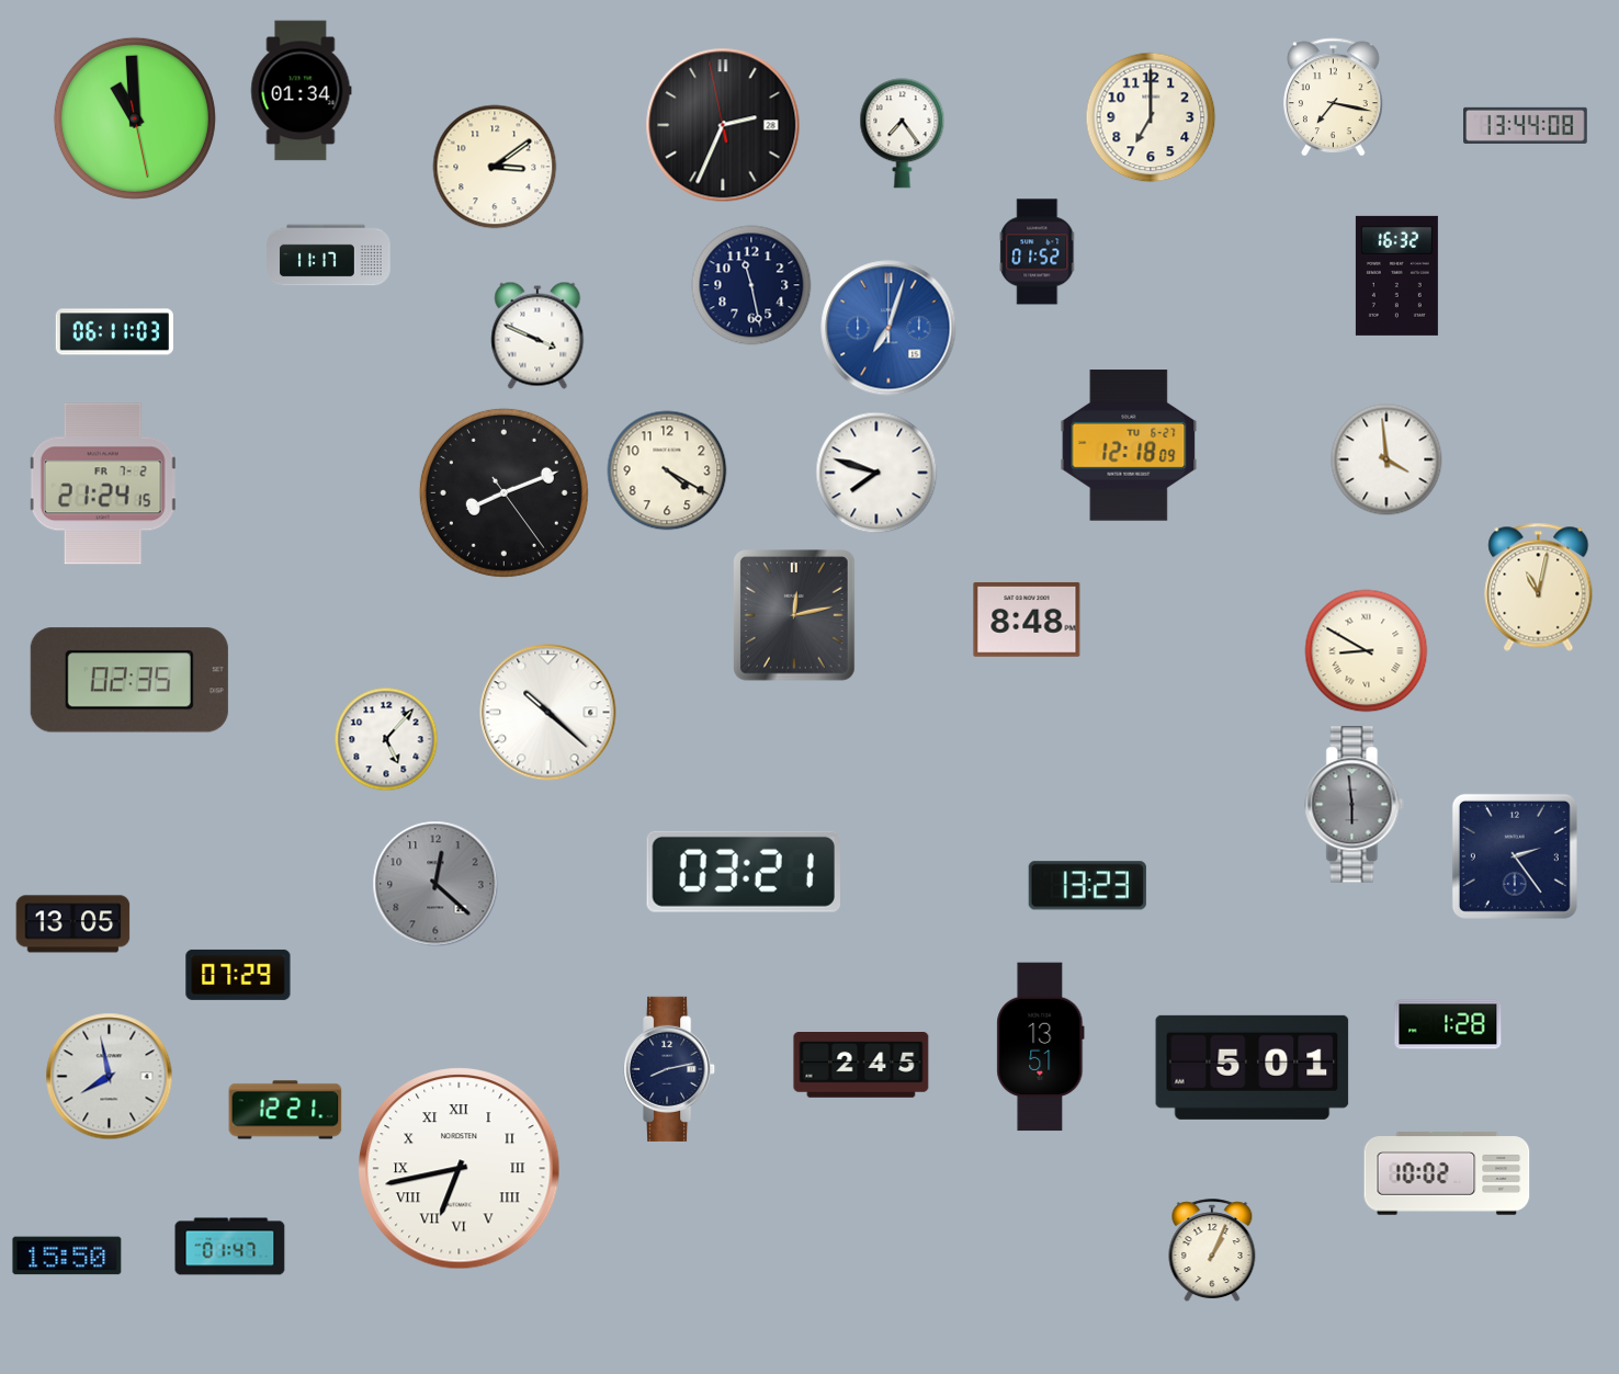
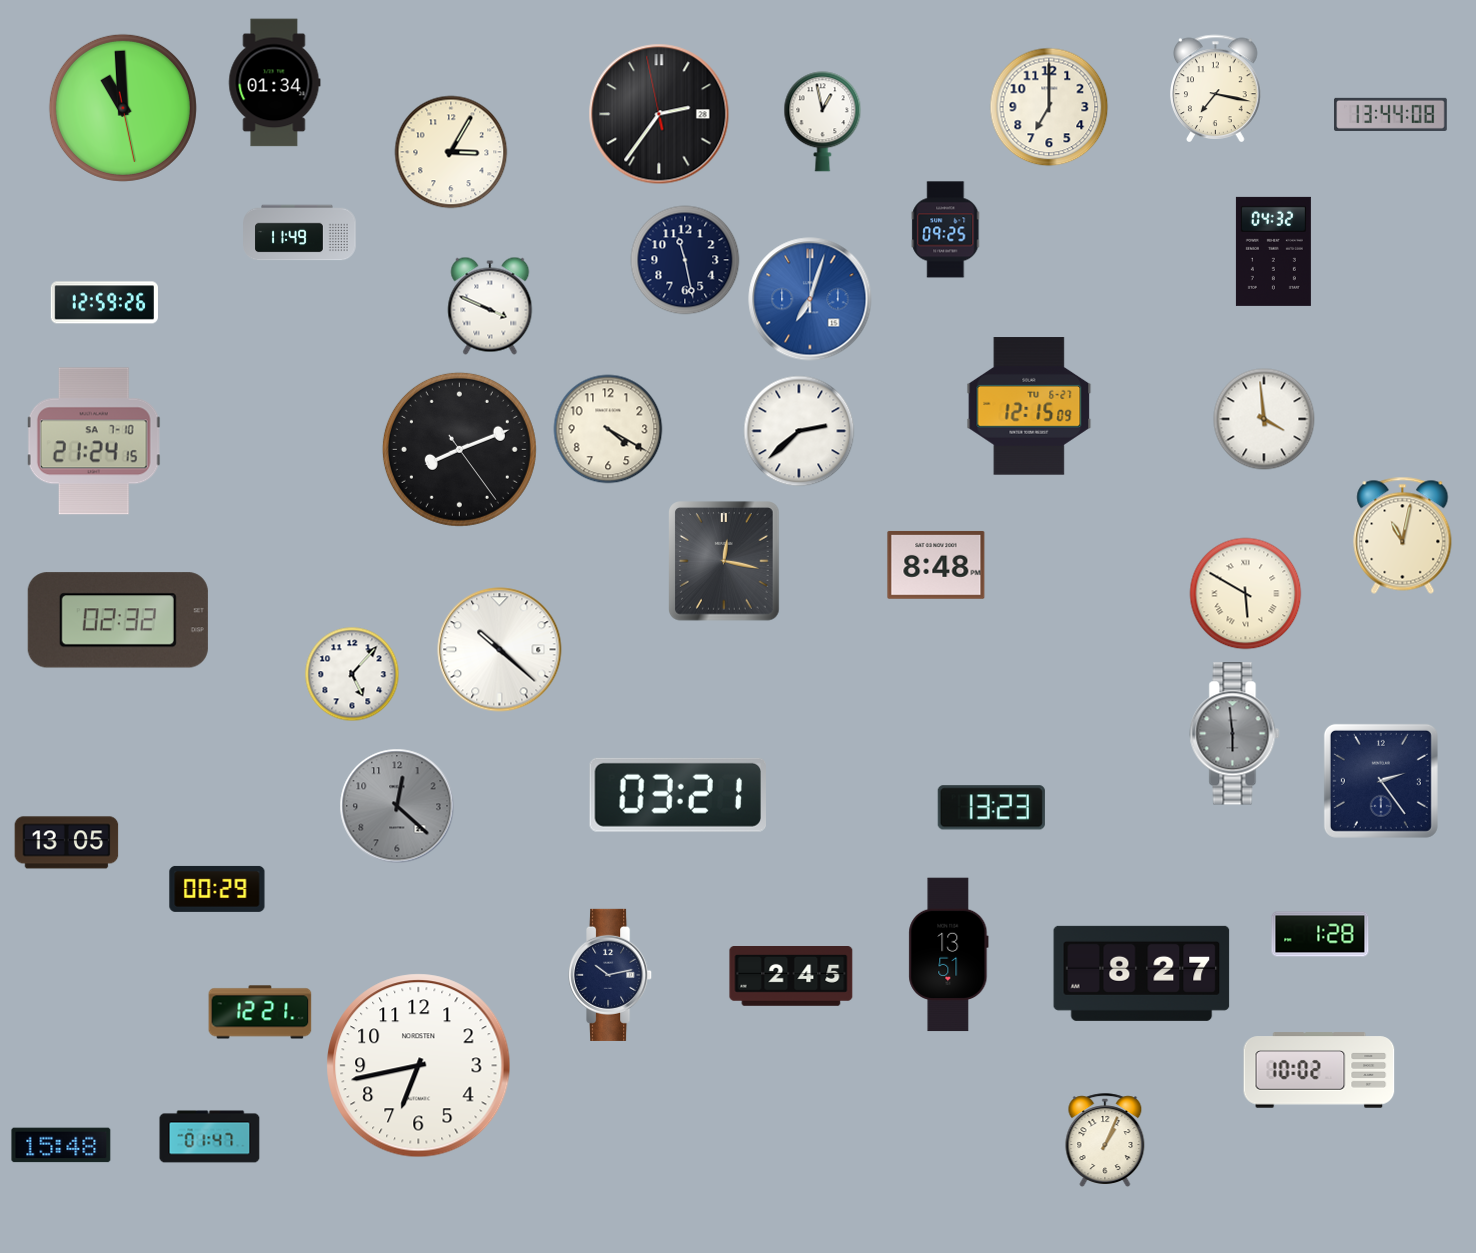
clock at (723, 125): 2:33 -> 2:35
clock at (903, 134): 7:24 -> 12:58
clock at (495, 167): 3:09 -> 3:05
clock at (1038, 252): 01:52 -> 09:25
clock at (329, 256): 11:17 -> 11:49
clock at (1396, 275): 16:32 -> 04:32
clock at (114, 332): 06:11 -> 12:59
clock at (1129, 445): 12:18 -> 12:15
clock at (876, 473): 7:48 -> 2:38
clock at (103, 484) date: FR 7-2 -> SA 7-10
clock at (795, 615): 12:13 -> 12:17
clock at (1367, 651): 8:50 -> 5:50
clock at (129, 680): 02:35 -> 02:32
clock at (238, 975): 07:29 -> 00:29
clock at (861, 1066) position: (861, 1066) -> (791, 977)
clock at (1253, 1067): 5:01 -> 8:27
clock at (670, 1069): 8:13 -> 10:13
clock at (110, 1077): 7:58 -> none
clock at (460, 1169) numerals: Roman -> Arabic
clock at (67, 1256): 15:50 -> 15:48
